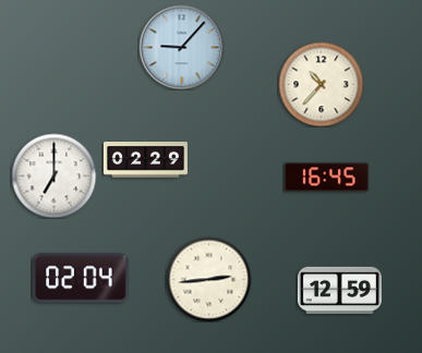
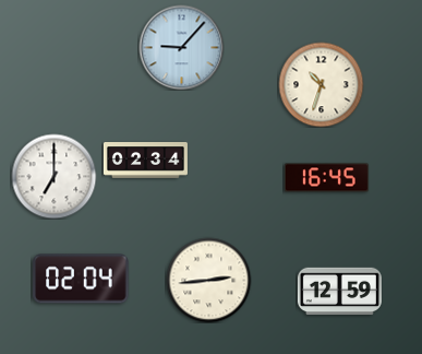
clock at (321, 84): 10:37 -> 10:33
clock at (145, 160): 02:29 -> 02:34
